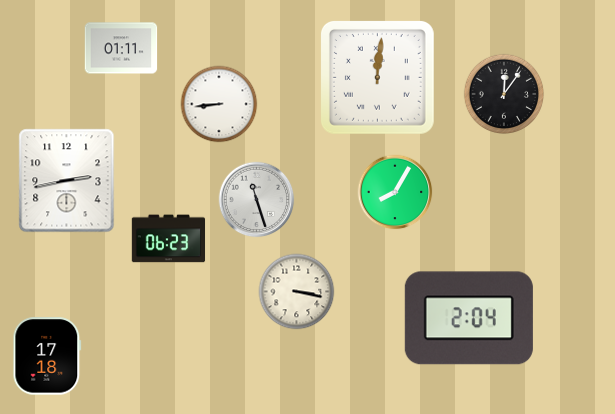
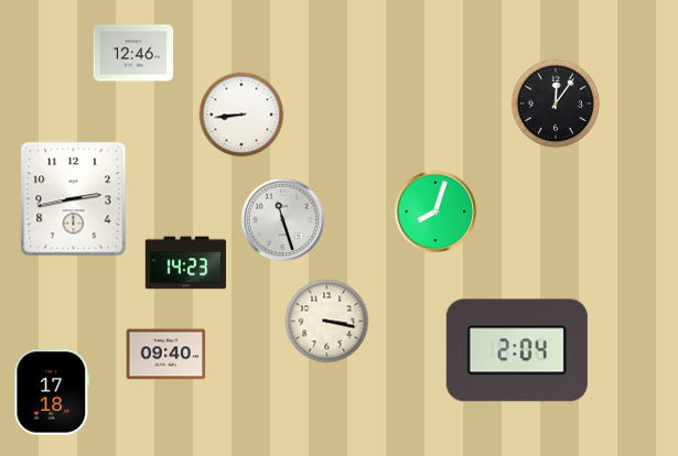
clock at (121, 48): 01:11 -> 12:46
clock at (377, 77): 12:01 -> none
clock at (395, 192): 8:05 -> 8:03
clock at (169, 239): 06:23 -> 14:23
clock at (166, 355): none -> 09:40
